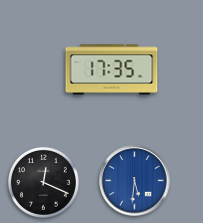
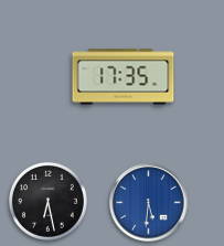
clock at (135, 181) position: (135, 181) -> (149, 203)
clock at (43, 182): 12:19 -> 6:28
